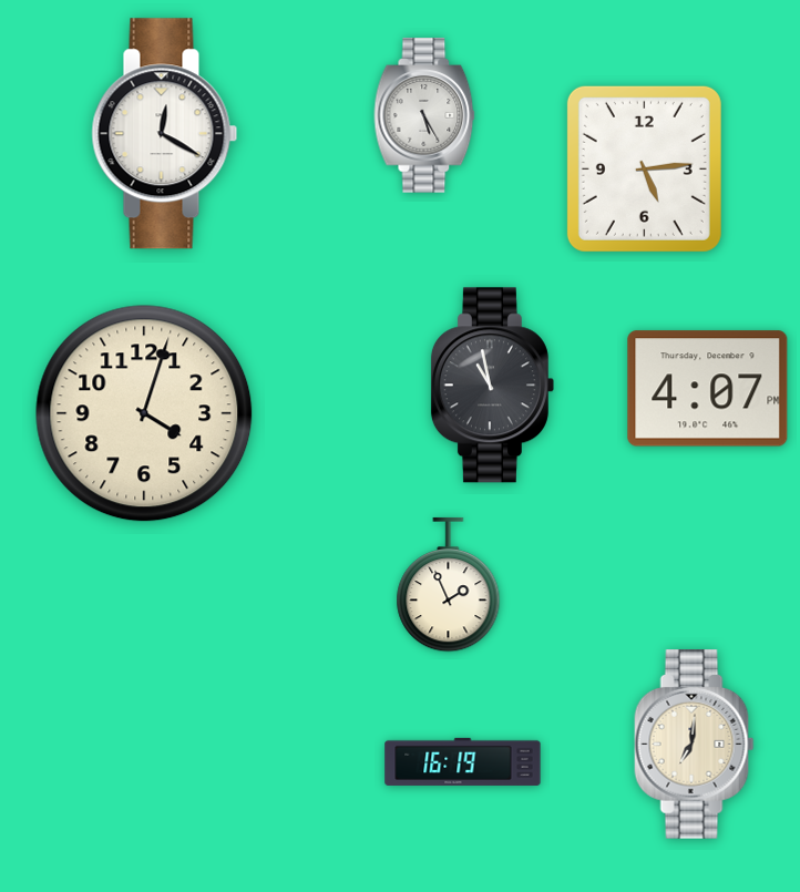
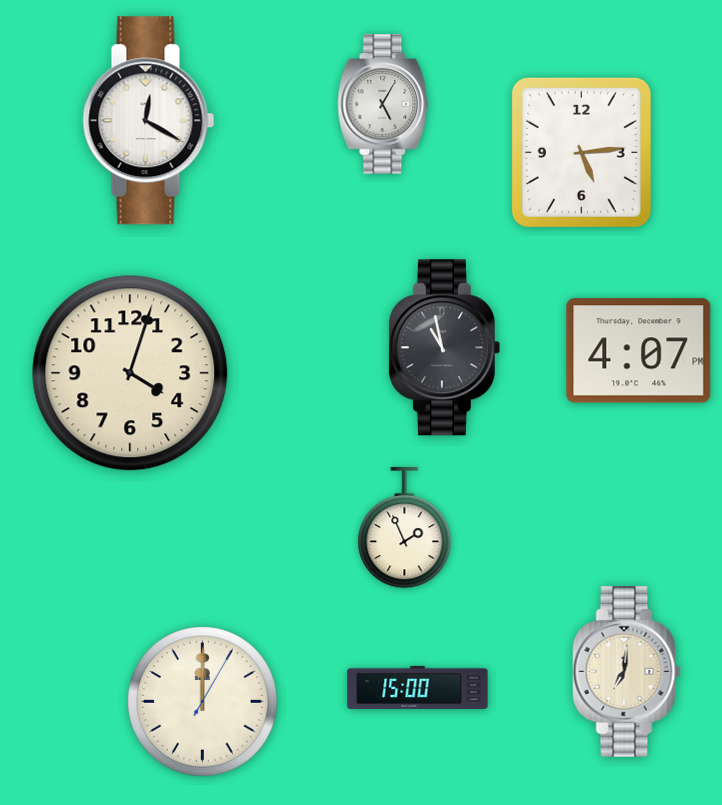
clock at (424, 115): 5:25 -> 5:05
clock at (463, 761): 16:19 -> 15:00
clock at (203, 702): none -> 12:00
